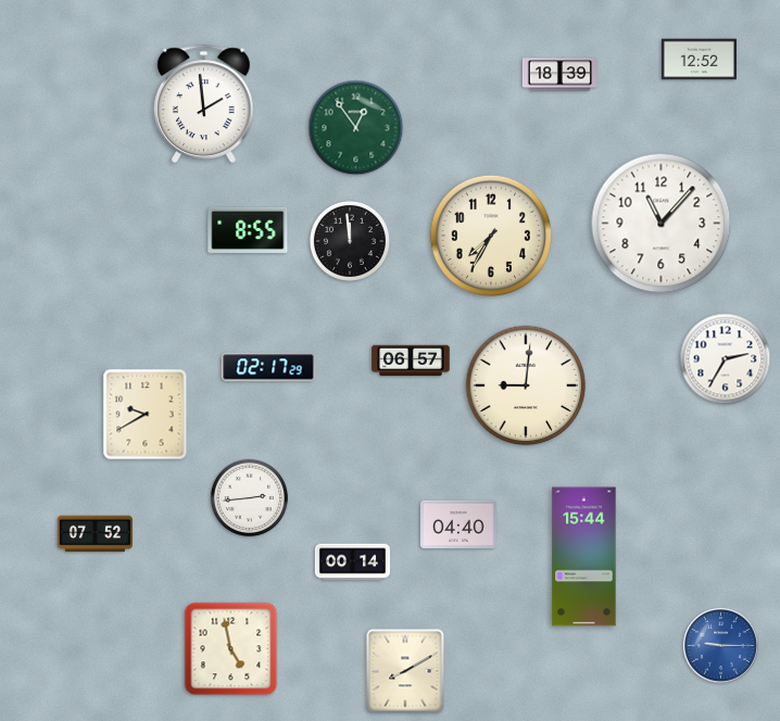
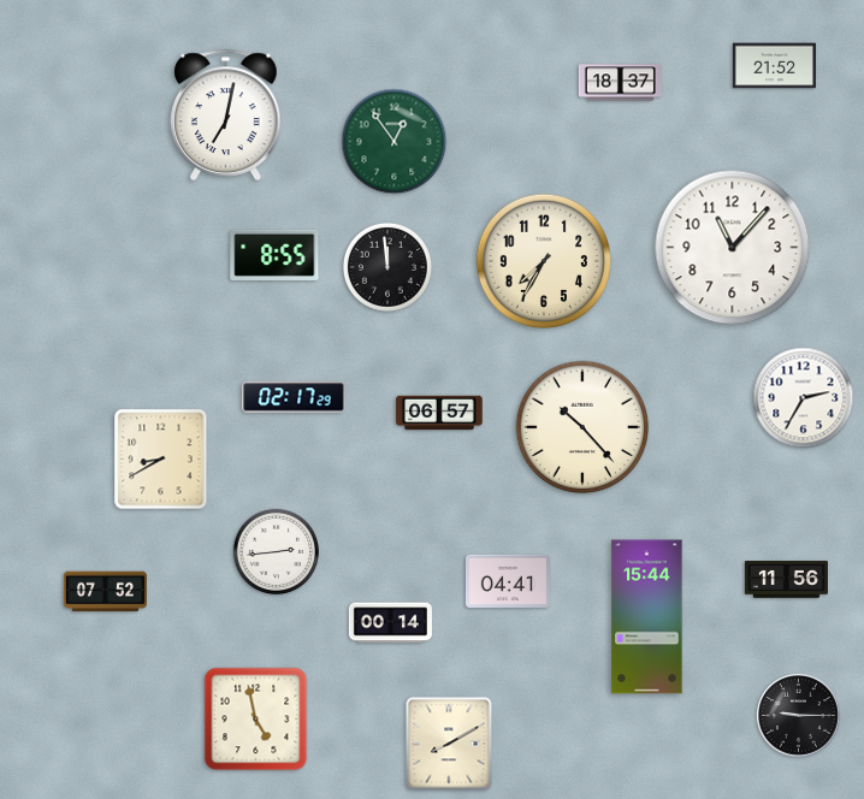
clock at (699, 60): 12:52 -> 21:52
clock at (559, 75): 18:39 -> 18:37
clock at (204, 103): 1:59 -> 7:02
clock at (411, 360) position: (411, 360) -> (439, 413)
clock at (268, 367) position: (268, 367) -> (294, 397)
clock at (526, 385): 9:01 -> 10:23
clock at (146, 415): 9:40 -> 8:40
clock at (458, 523): 04:40 -> 04:41
clock at (786, 580): none -> 11:56
clock at (720, 645) dial: blue -> black
